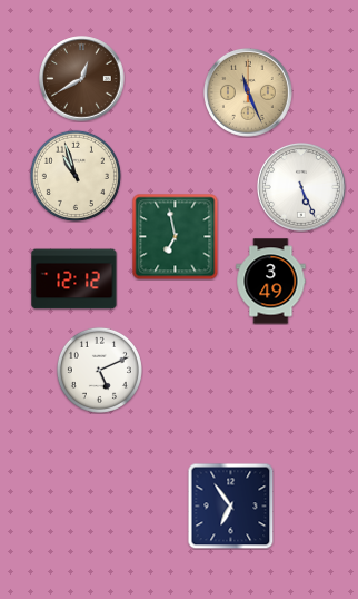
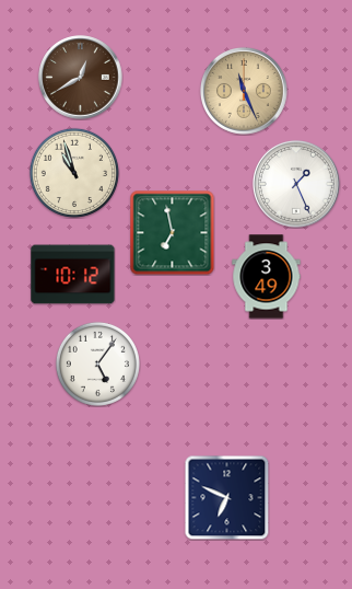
clock at (301, 187): 5:26 -> 1:26
clock at (74, 279): 12:12 -> 10:12
clock at (99, 370): 5:11 -> 5:06
clock at (230, 505): 6:54 -> 6:49
